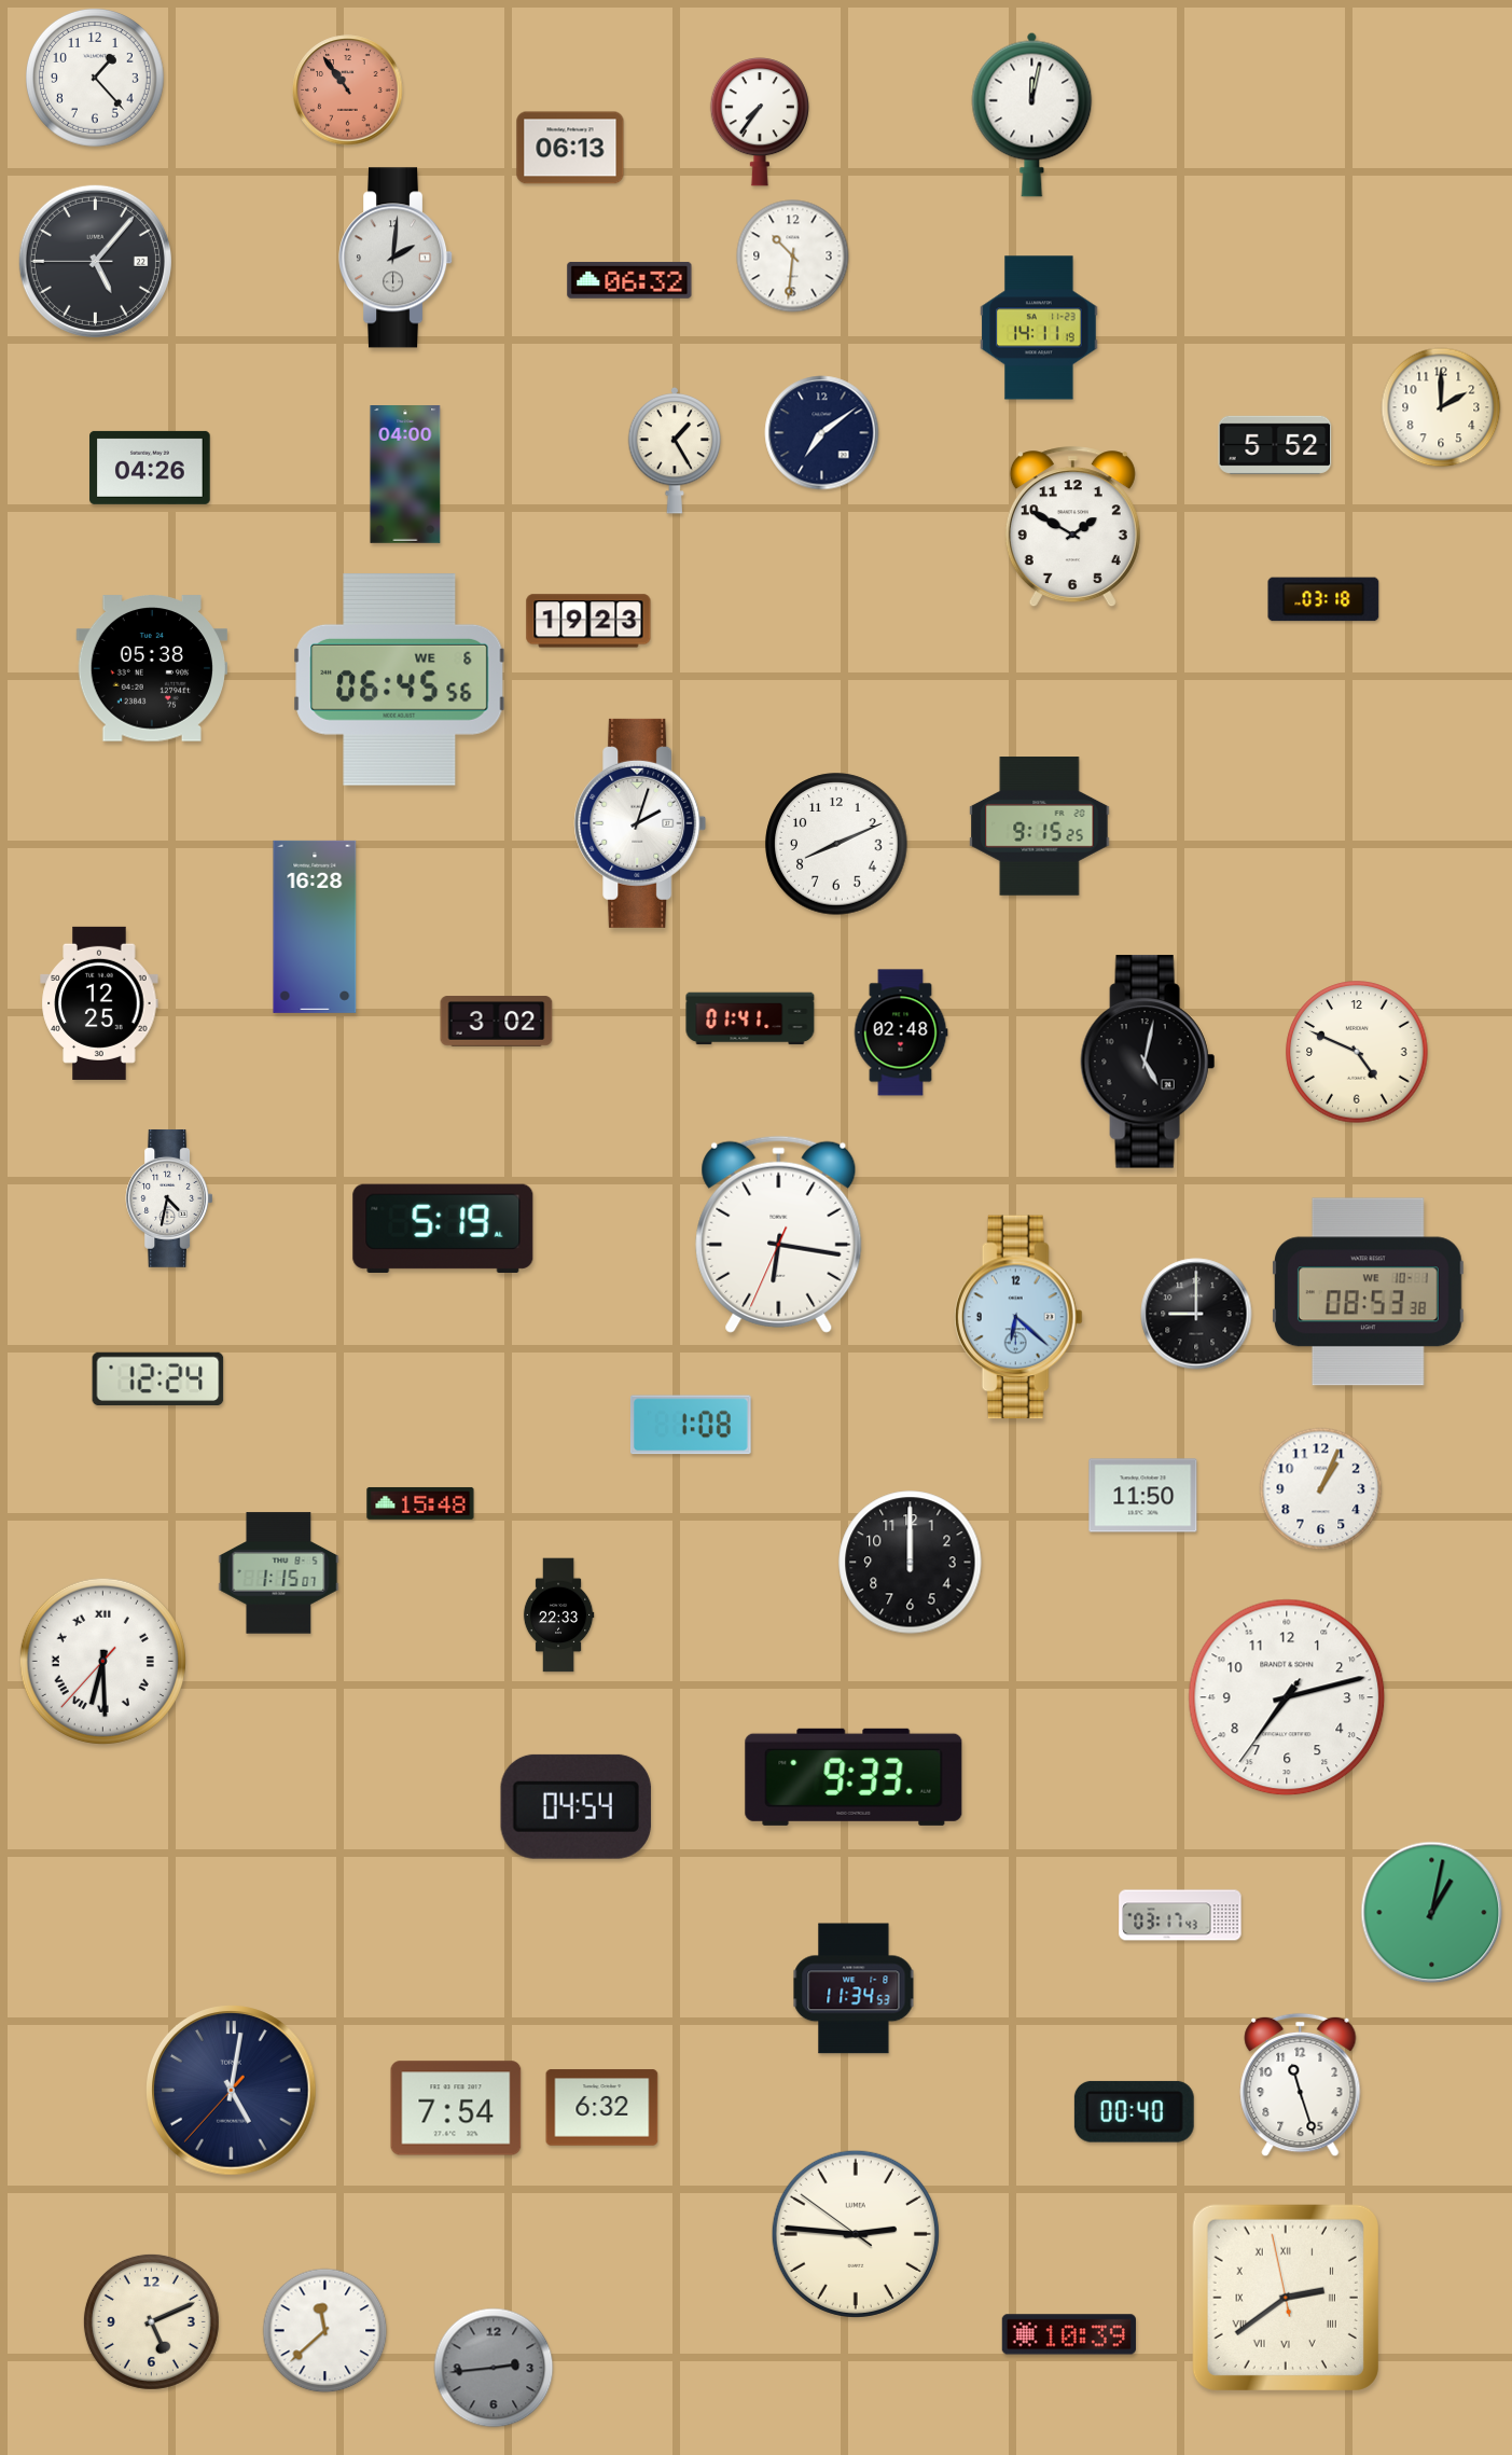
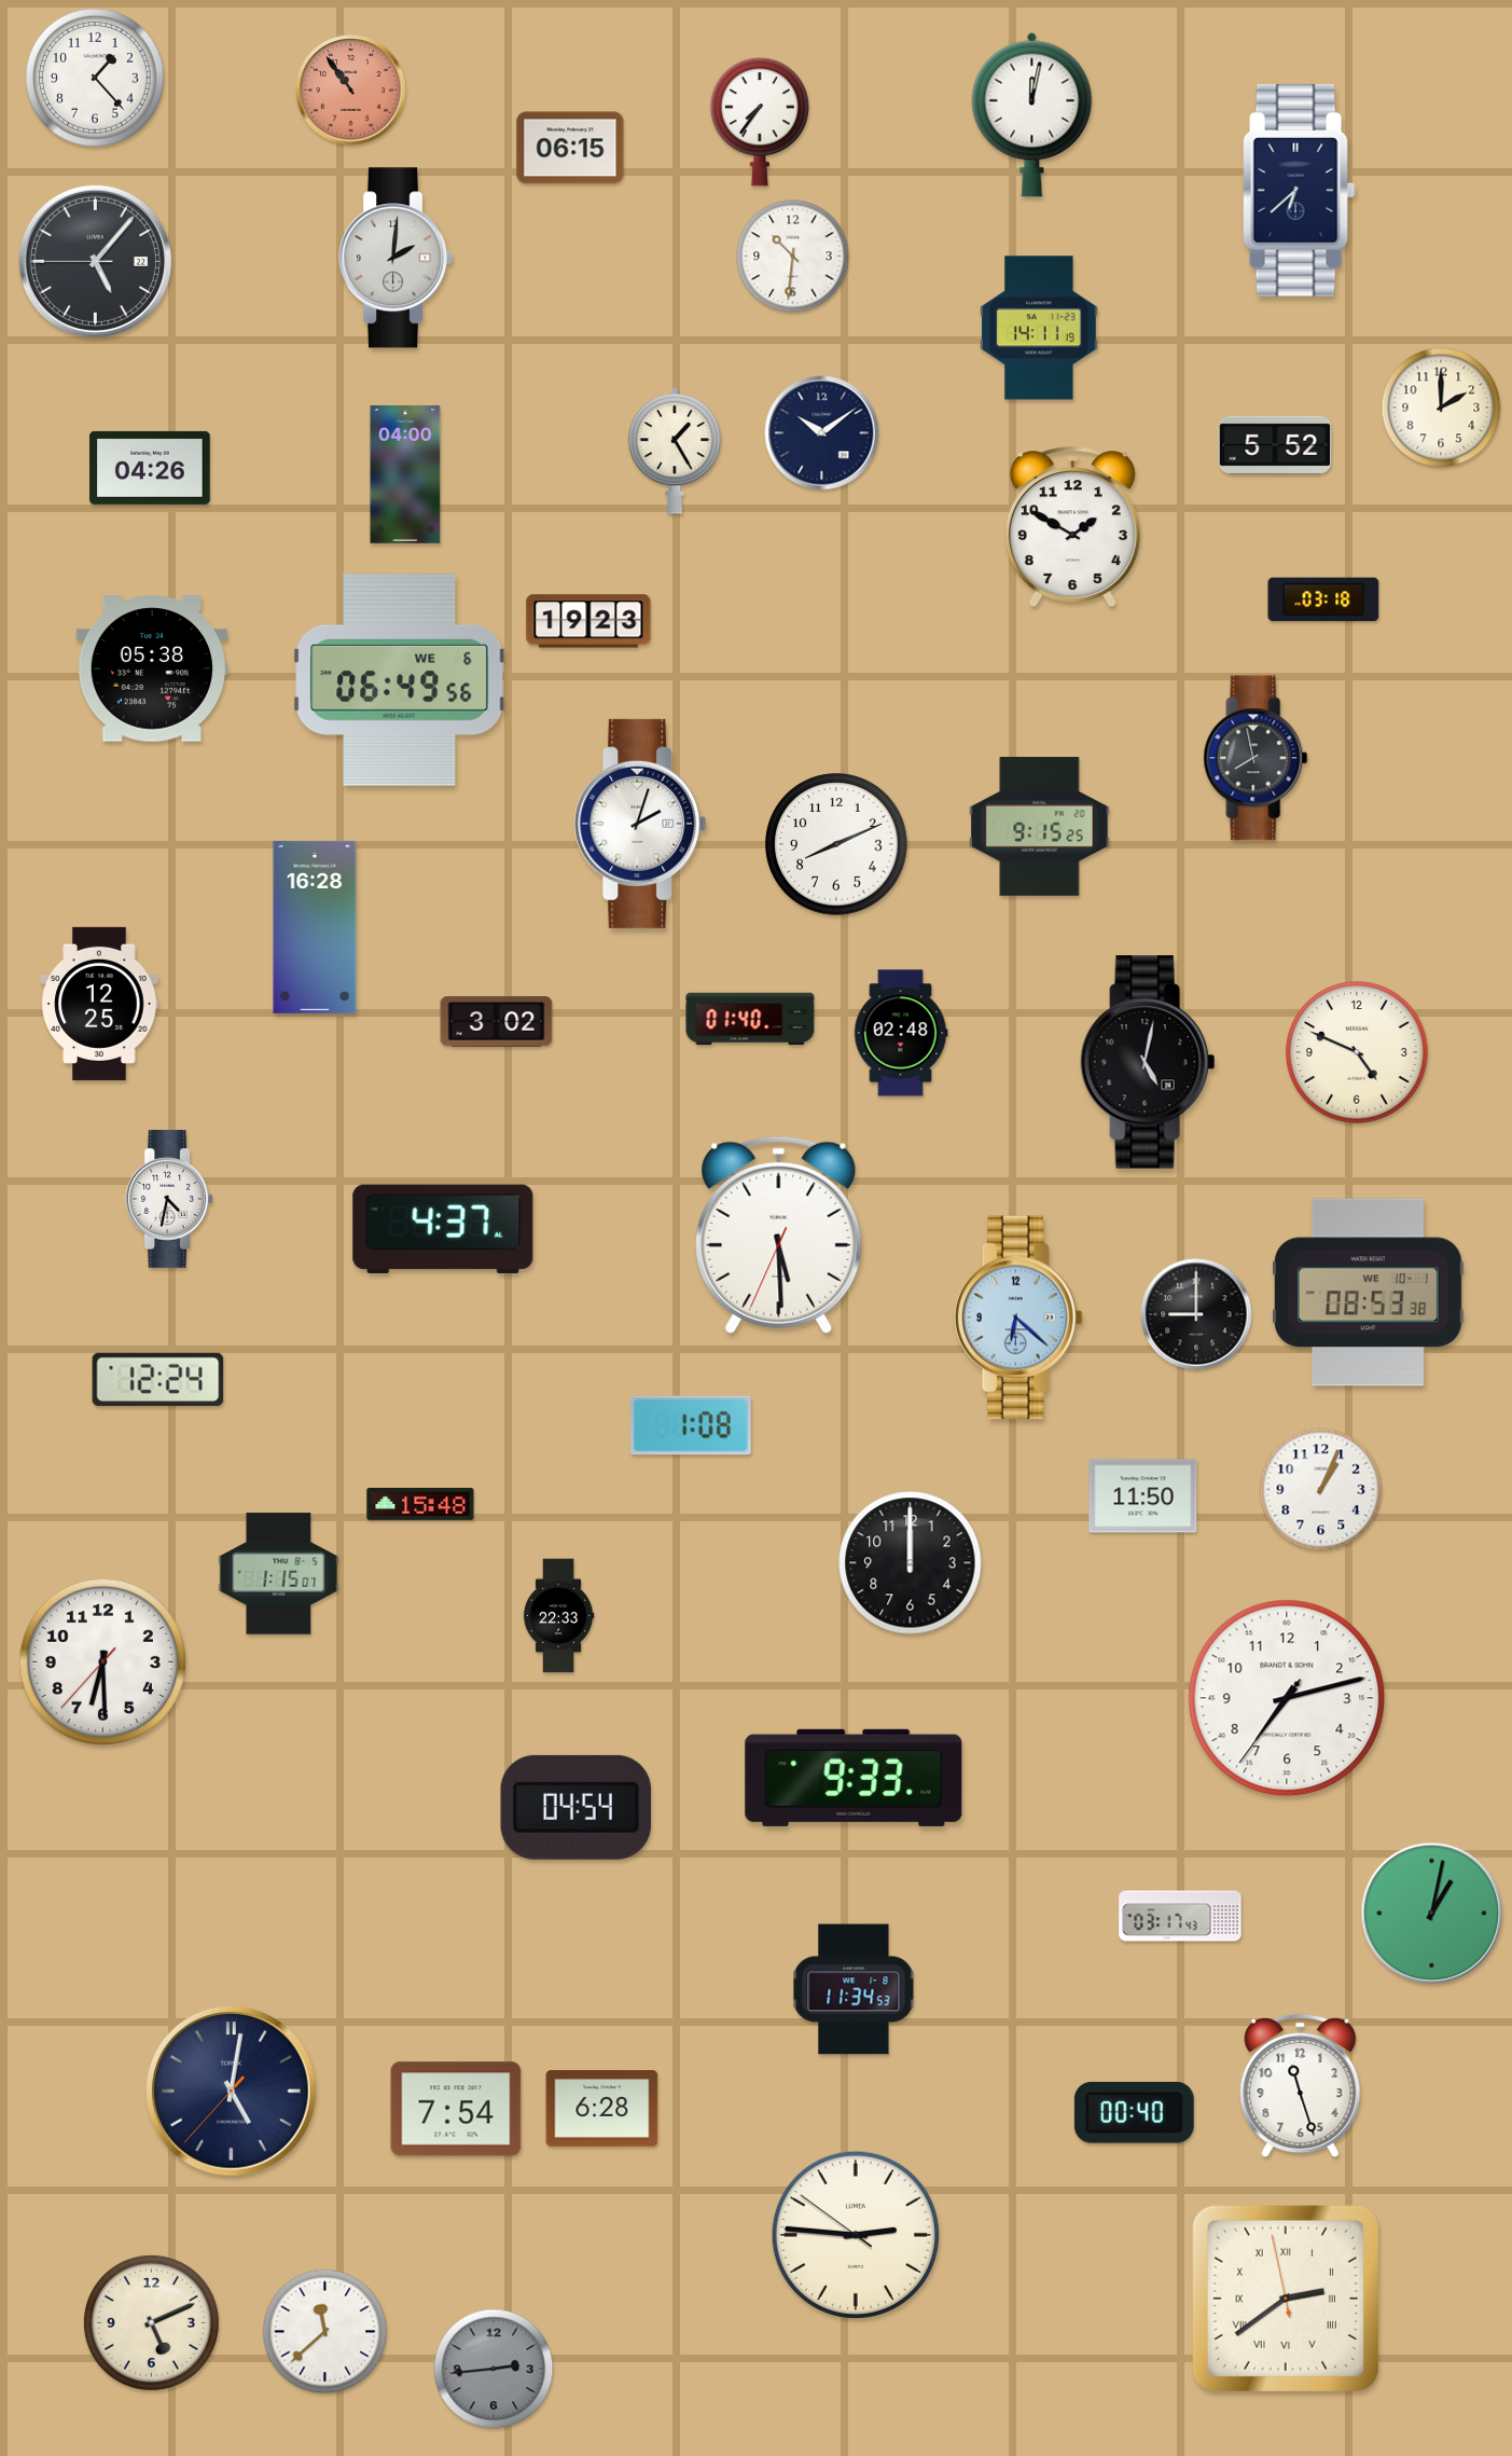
clock at (348, 91) position: (348, 91) -> (351, 91)
clock at (570, 148): 06:13 -> 06:15
clock at (1300, 191): none -> 6:38
clock at (629, 281): 06:32 -> none
clock at (822, 433): 7:09 -> 10:09
clock at (400, 680): 06:45 -> 06:49
clock at (1256, 758): none -> 7:58
clock at (750, 1018): 01:41 -> 01:40
clock at (443, 1229): 5:19 -> 4:37
clock at (779, 1234): 6:16 -> 5:29
clock at (102, 1661) numerals: Roman -> Arabic
clock at (602, 2108): 6:32 -> 6:28
clock at (1069, 2334): 10:39 -> none
